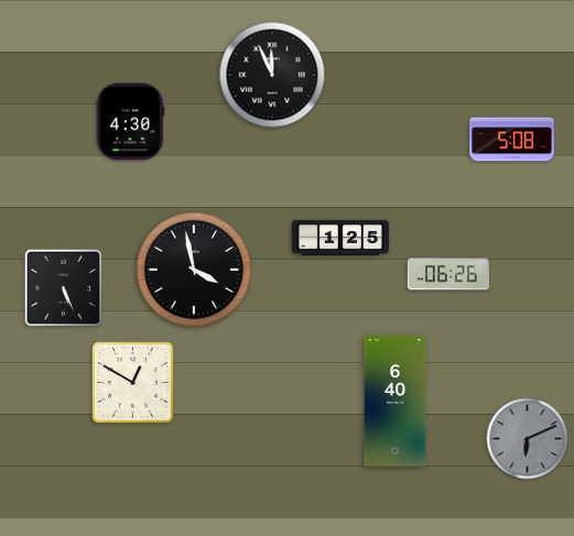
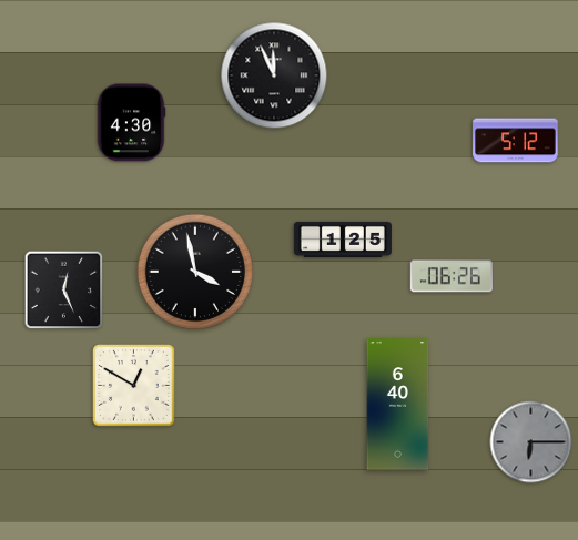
clock at (512, 140): 5:08 -> 5:12
clock at (64, 288): 5:26 -> 12:26
clock at (528, 439): 6:11 -> 6:15
